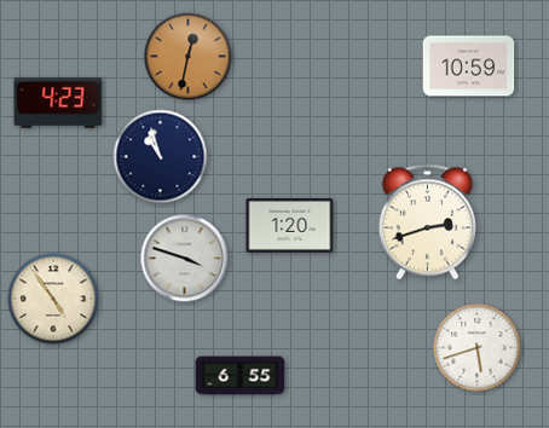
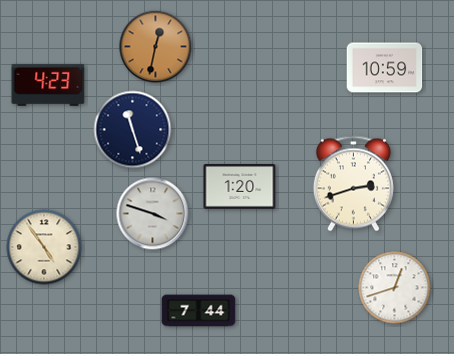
clock at (469, 66) position: (469, 66) -> (385, 68)
clock at (161, 157): 10:57 -> 11:27
clock at (478, 348): 5:42 -> 12:42
clock at (241, 376): 6:55 -> 7:44
